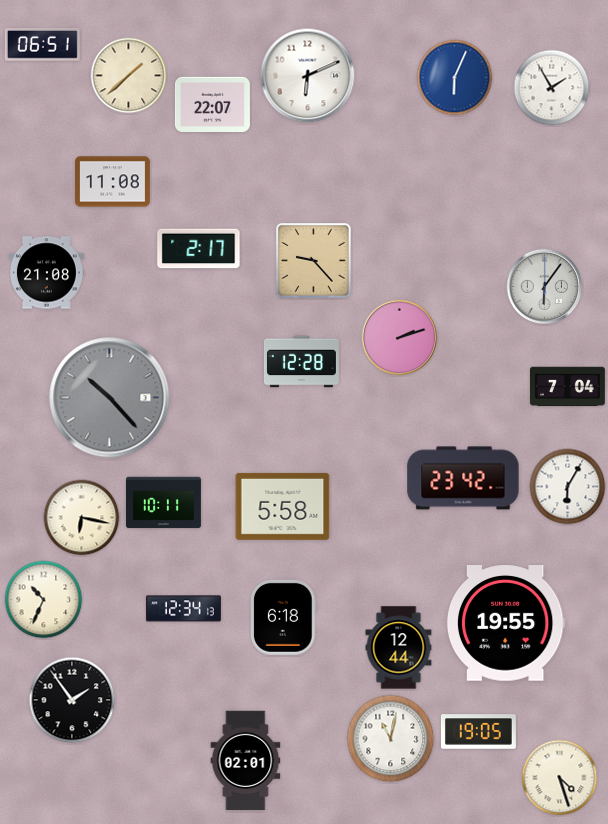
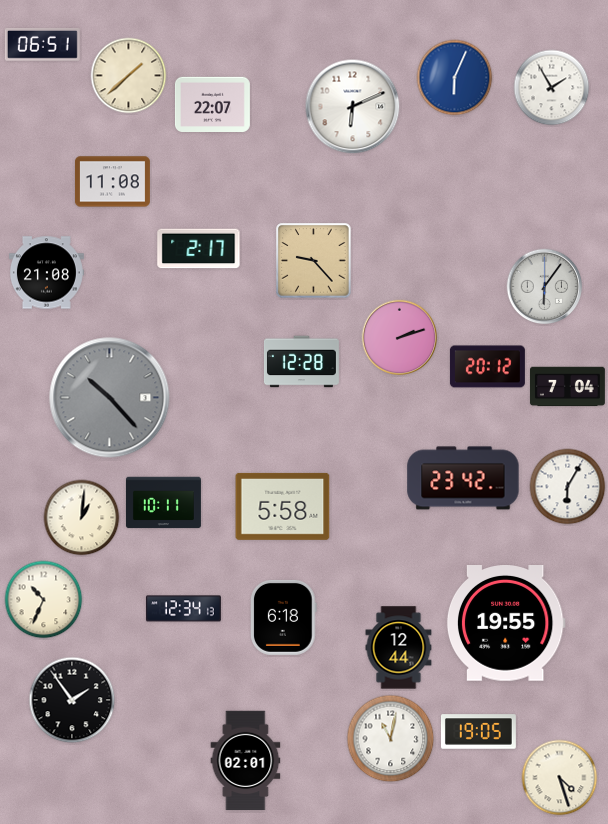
clock at (308, 76) position: (308, 76) -> (353, 107)
clock at (487, 367): none -> 20:12
clock at (82, 518): 6:17 -> 1:01
